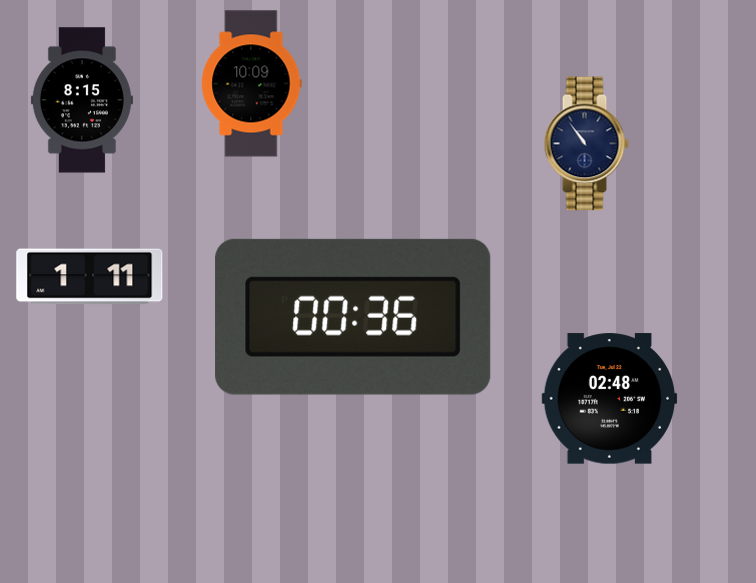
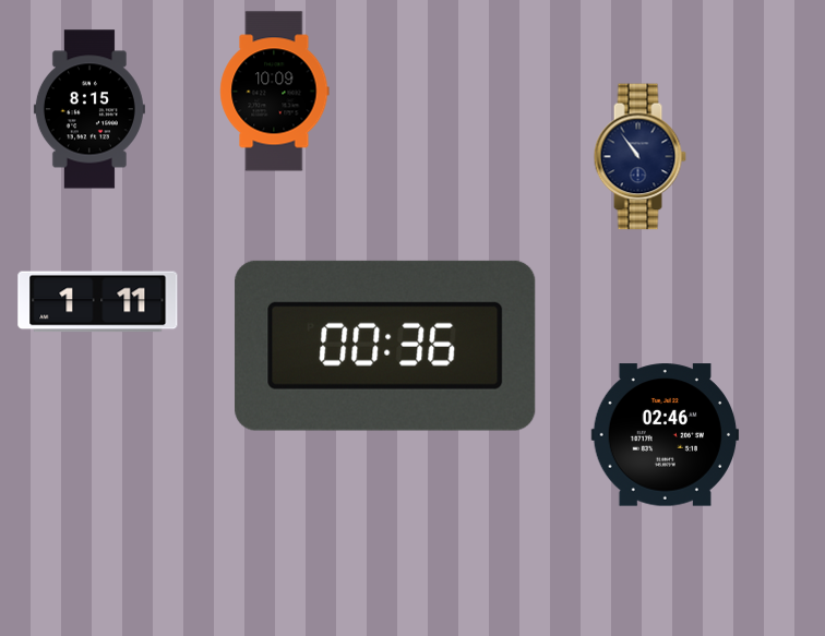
clock at (610, 399): 02:48 -> 02:46
